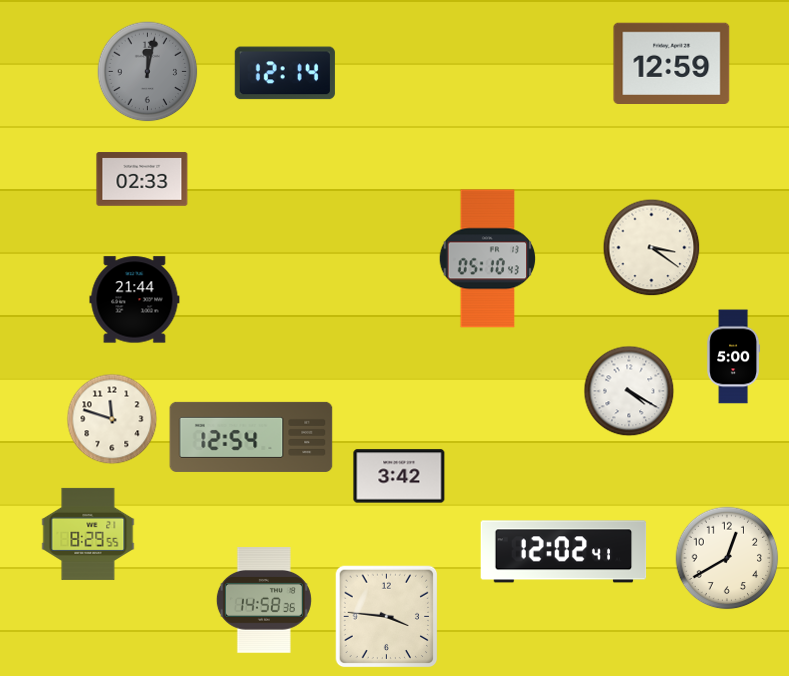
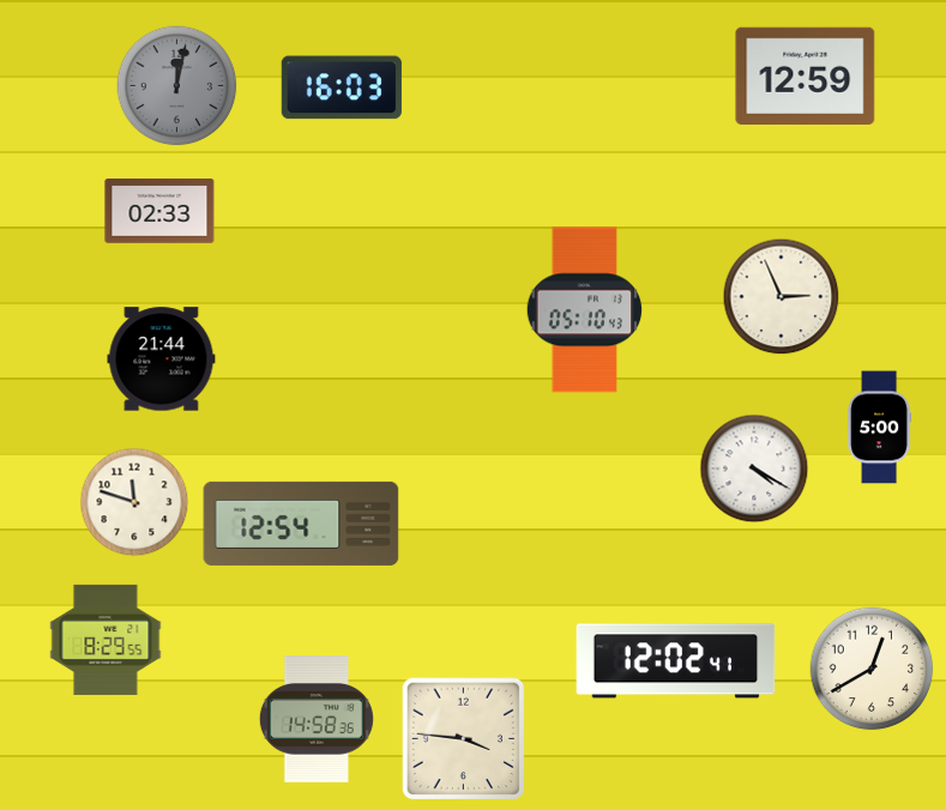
clock at (285, 73): 12:14 -> 16:03
clock at (142, 179) position: (142, 179) -> (159, 211)
clock at (652, 248): 3:21 -> 2:56
clock at (399, 476): 3:42 -> none
